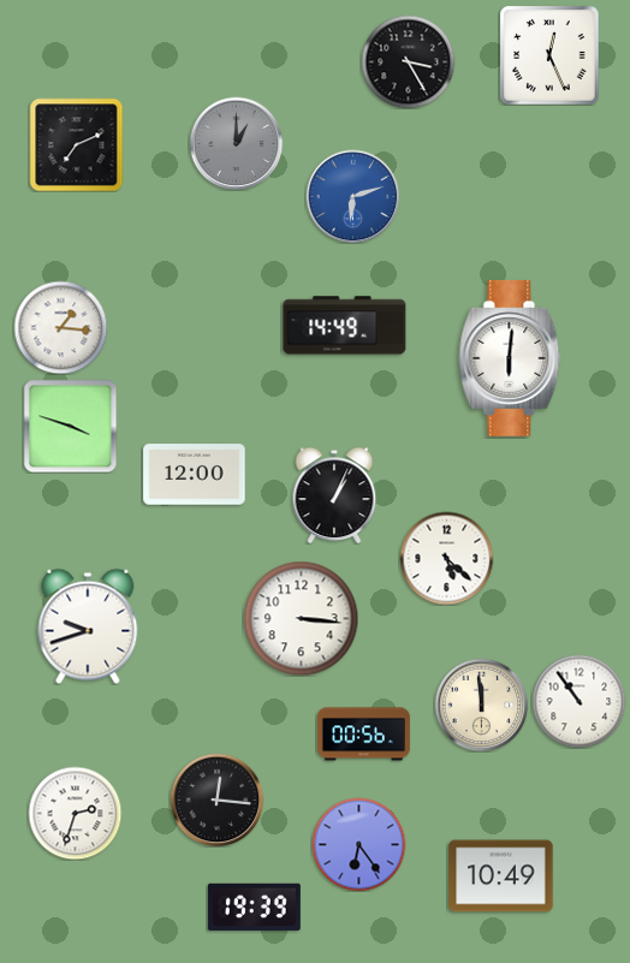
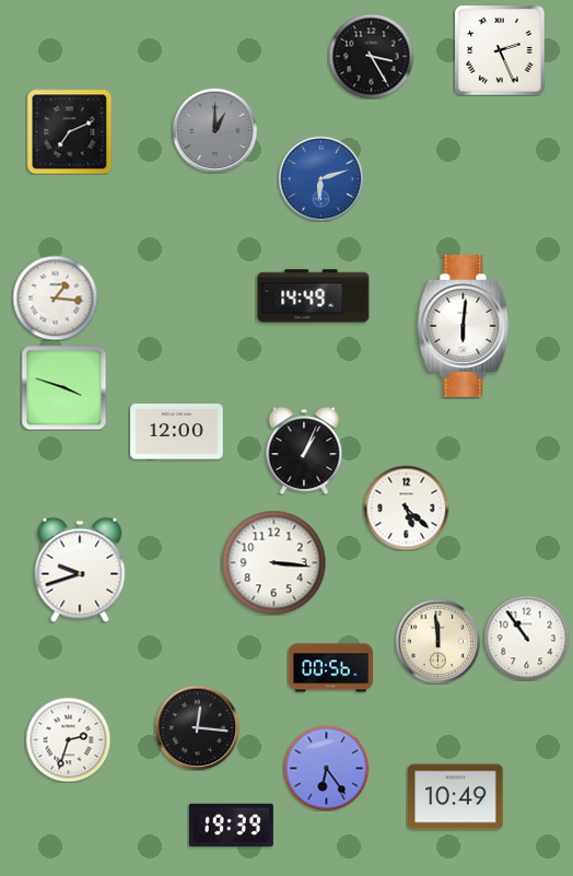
clock at (549, 55): 12:26 -> 2:26
